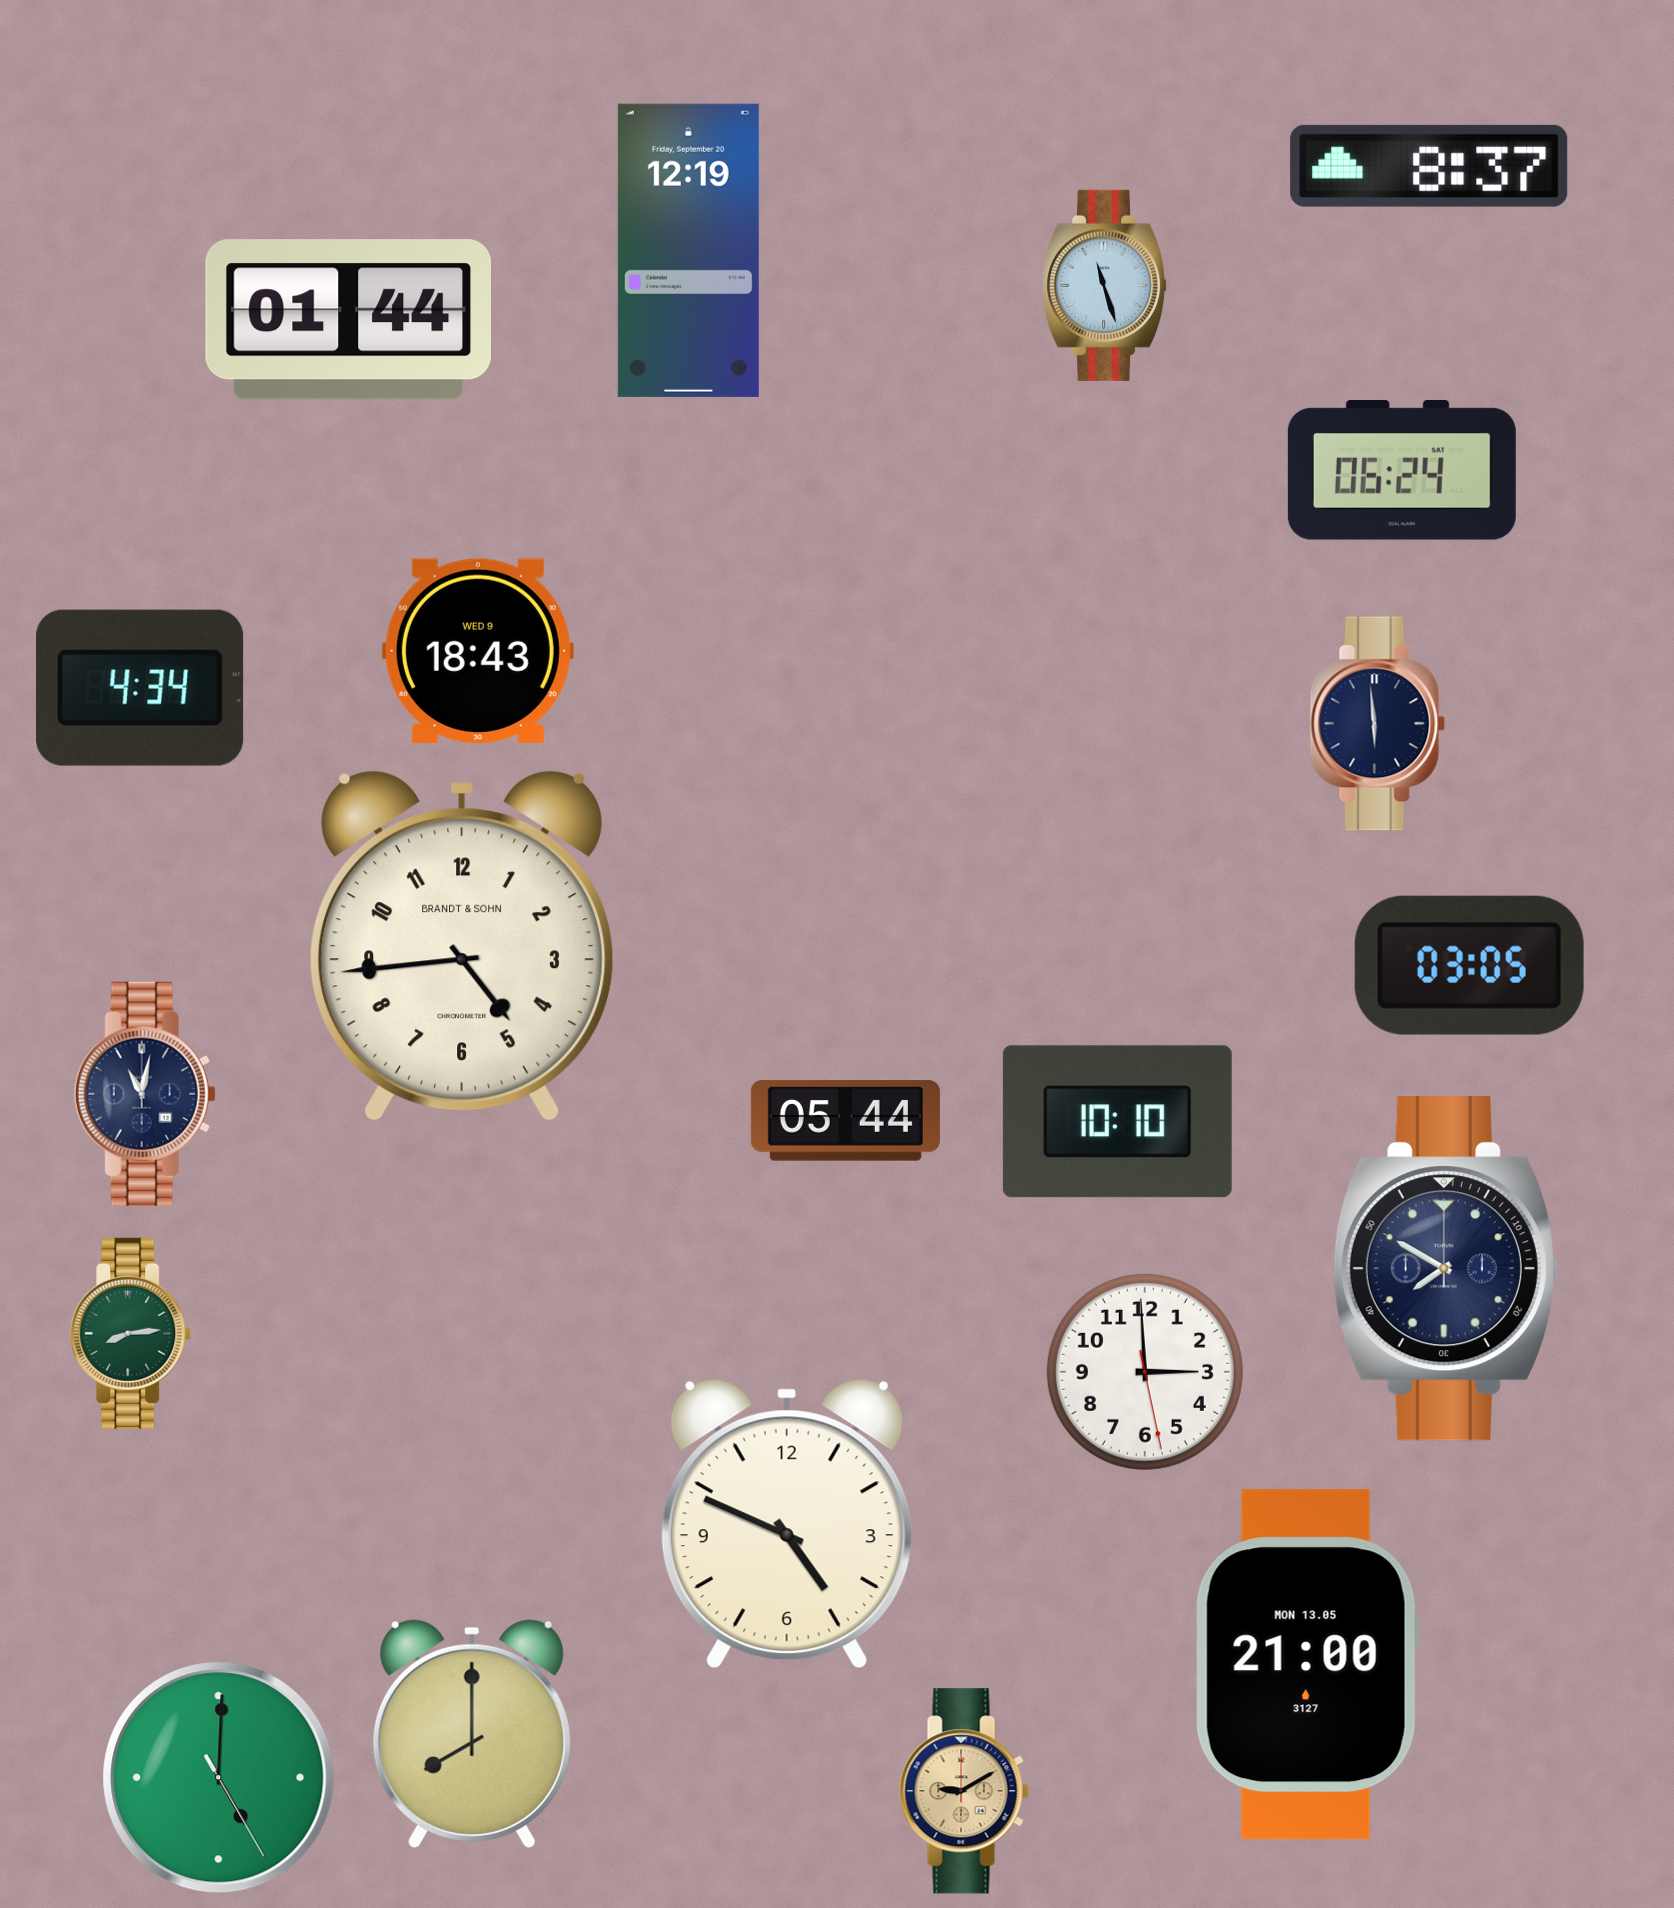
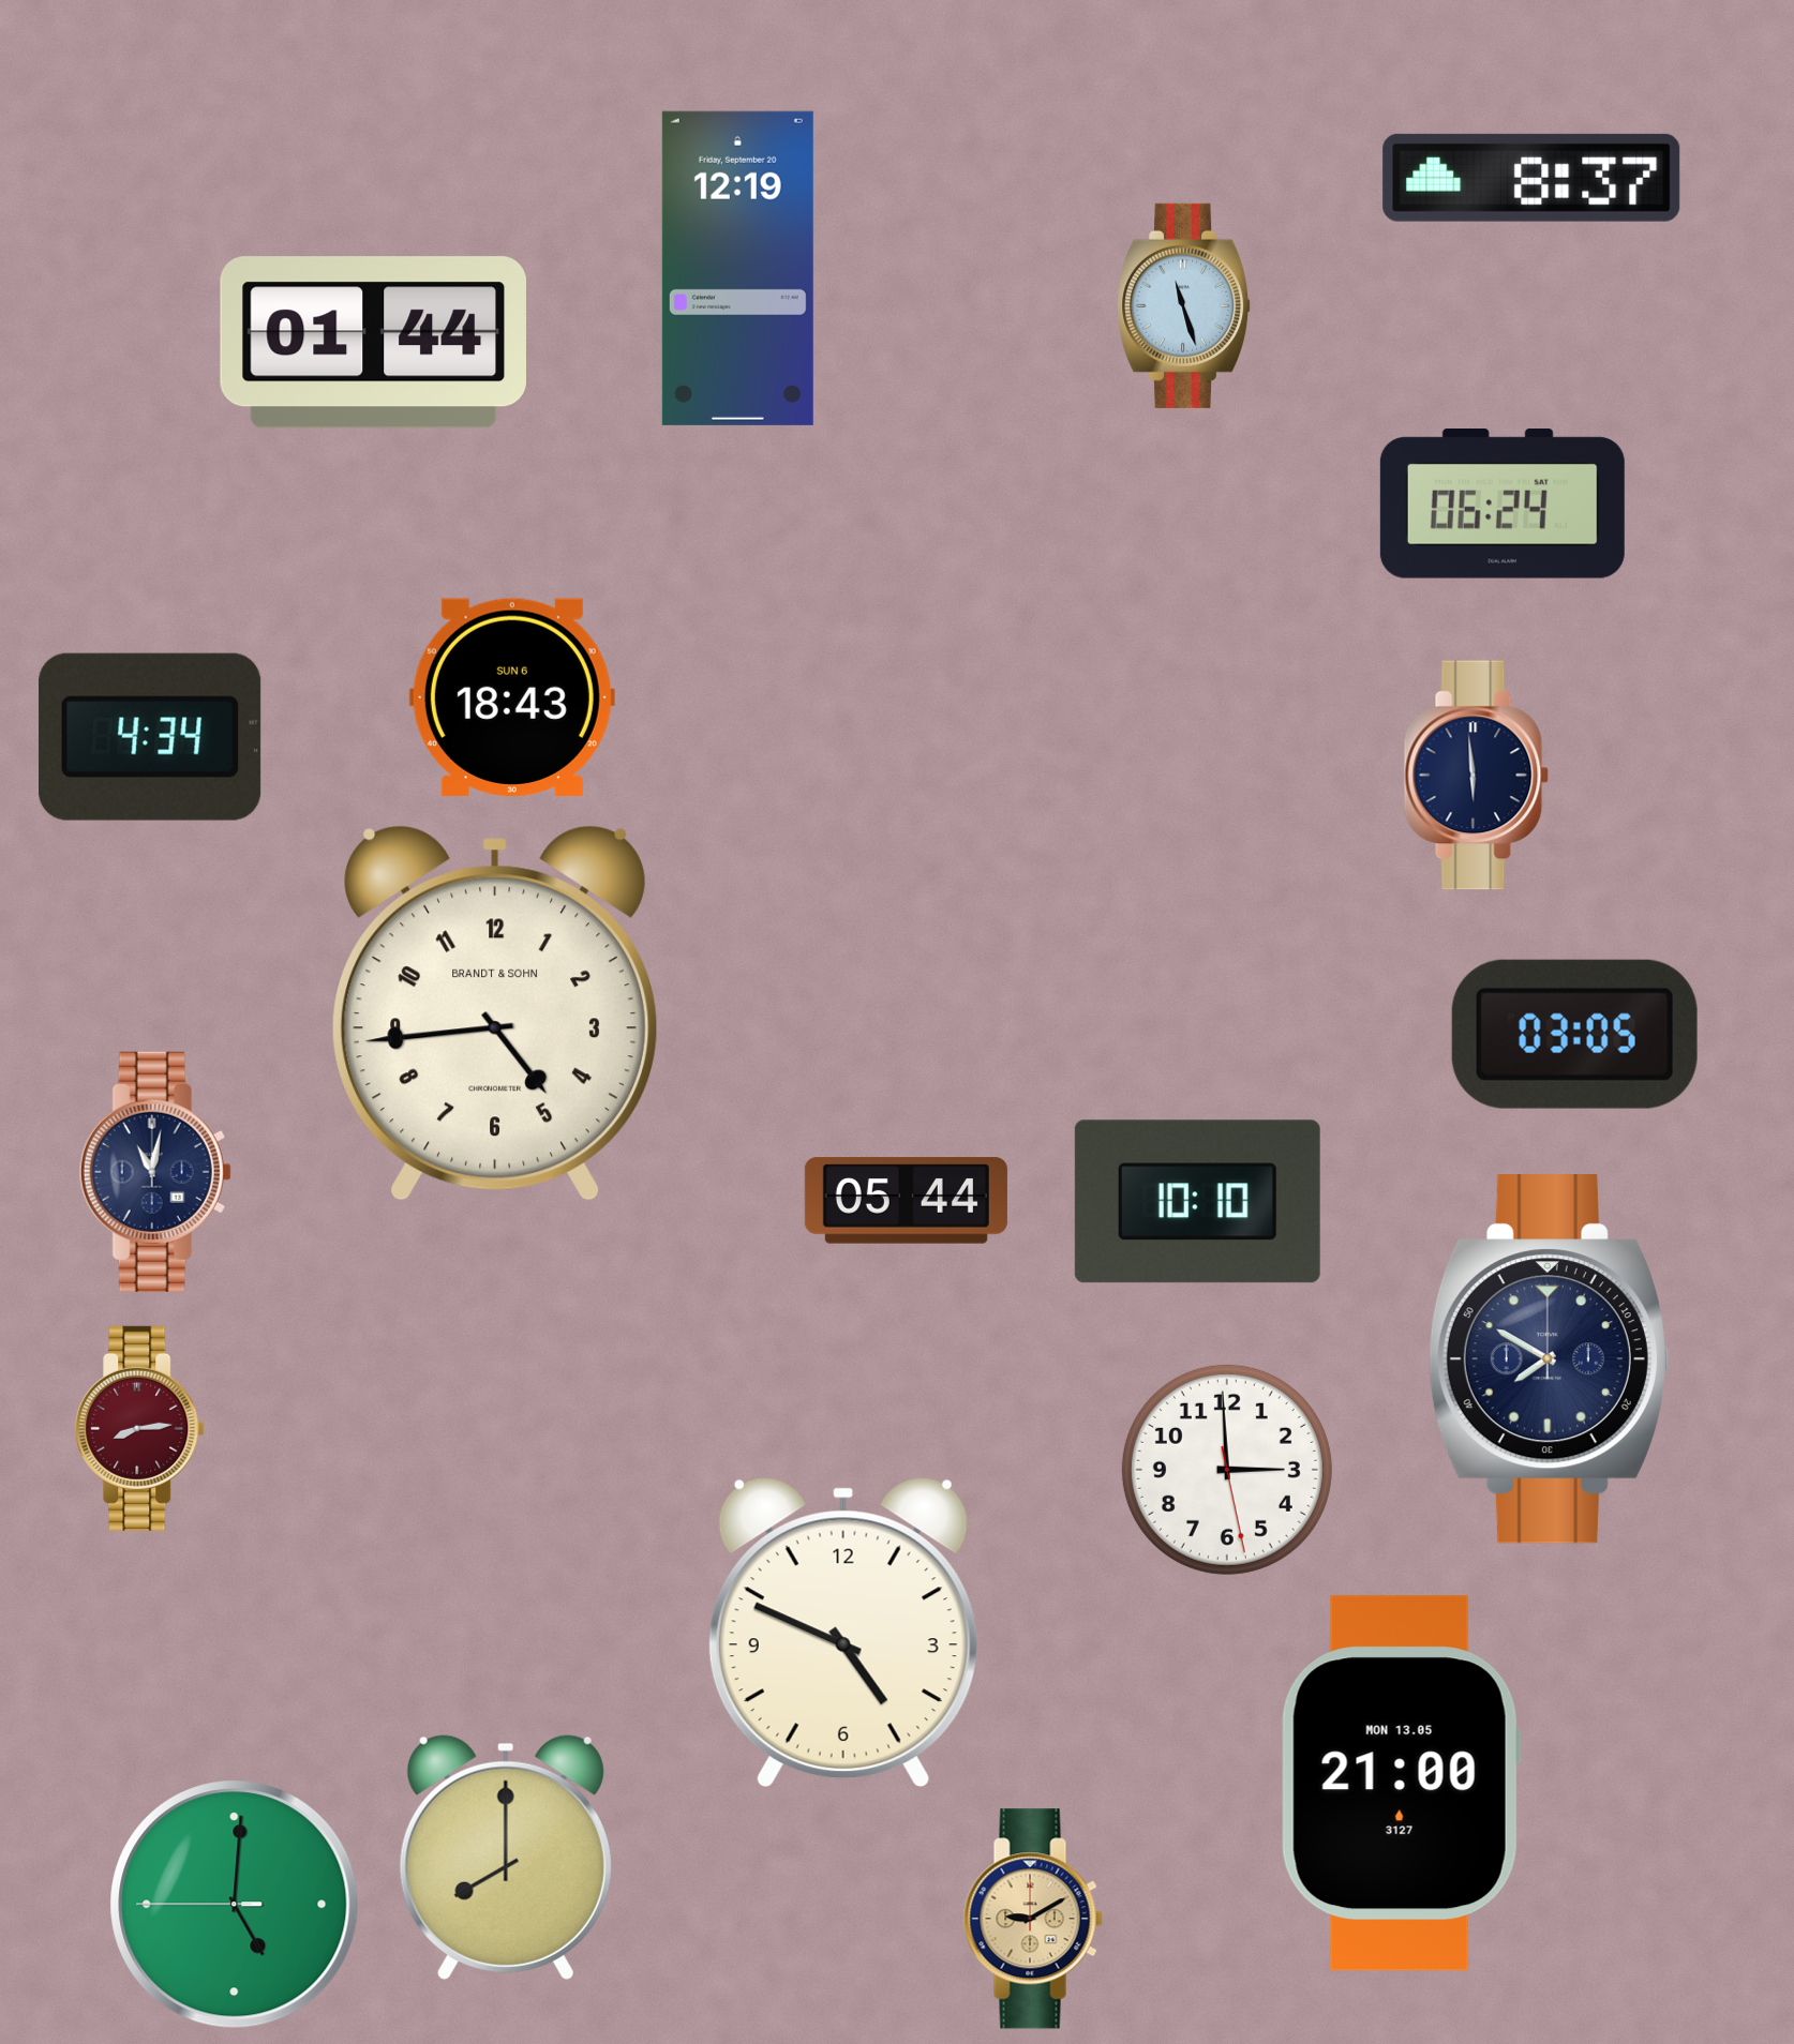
clock at (478, 651) date: WED 9 -> SUN 6
clock at (131, 1333) dial: green -> burgundy
clock at (219, 1778): 5:00:25 -> 5:00:45
